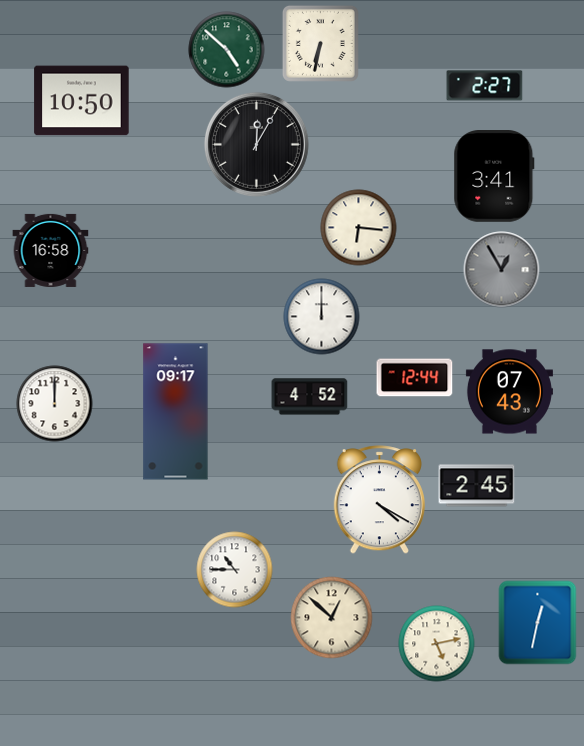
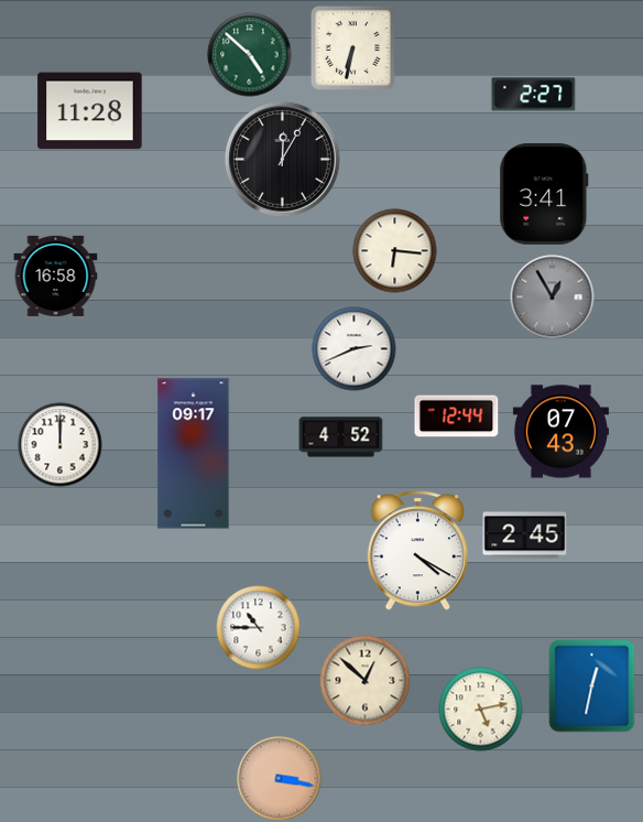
clock at (82, 101): 10:50 -> 11:28
clock at (322, 317): 12:00 -> 2:41
clock at (280, 779): none -> 3:17
